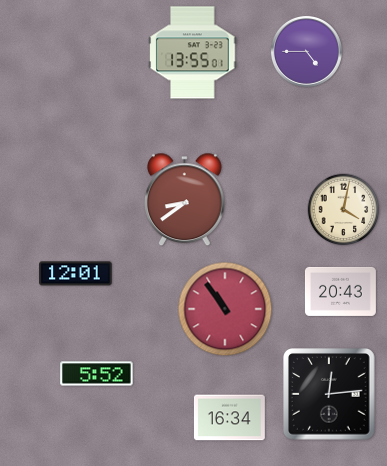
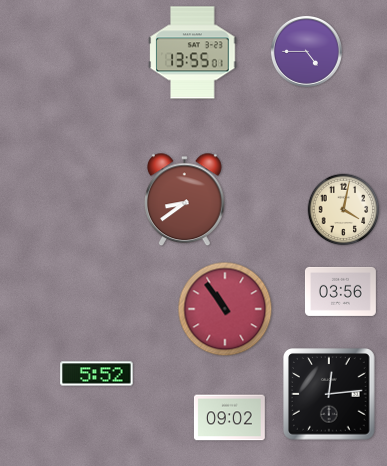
clock at (76, 274): 12:01 -> none
clock at (340, 291): 20:43 -> 03:56
clock at (229, 418): 16:34 -> 09:02
